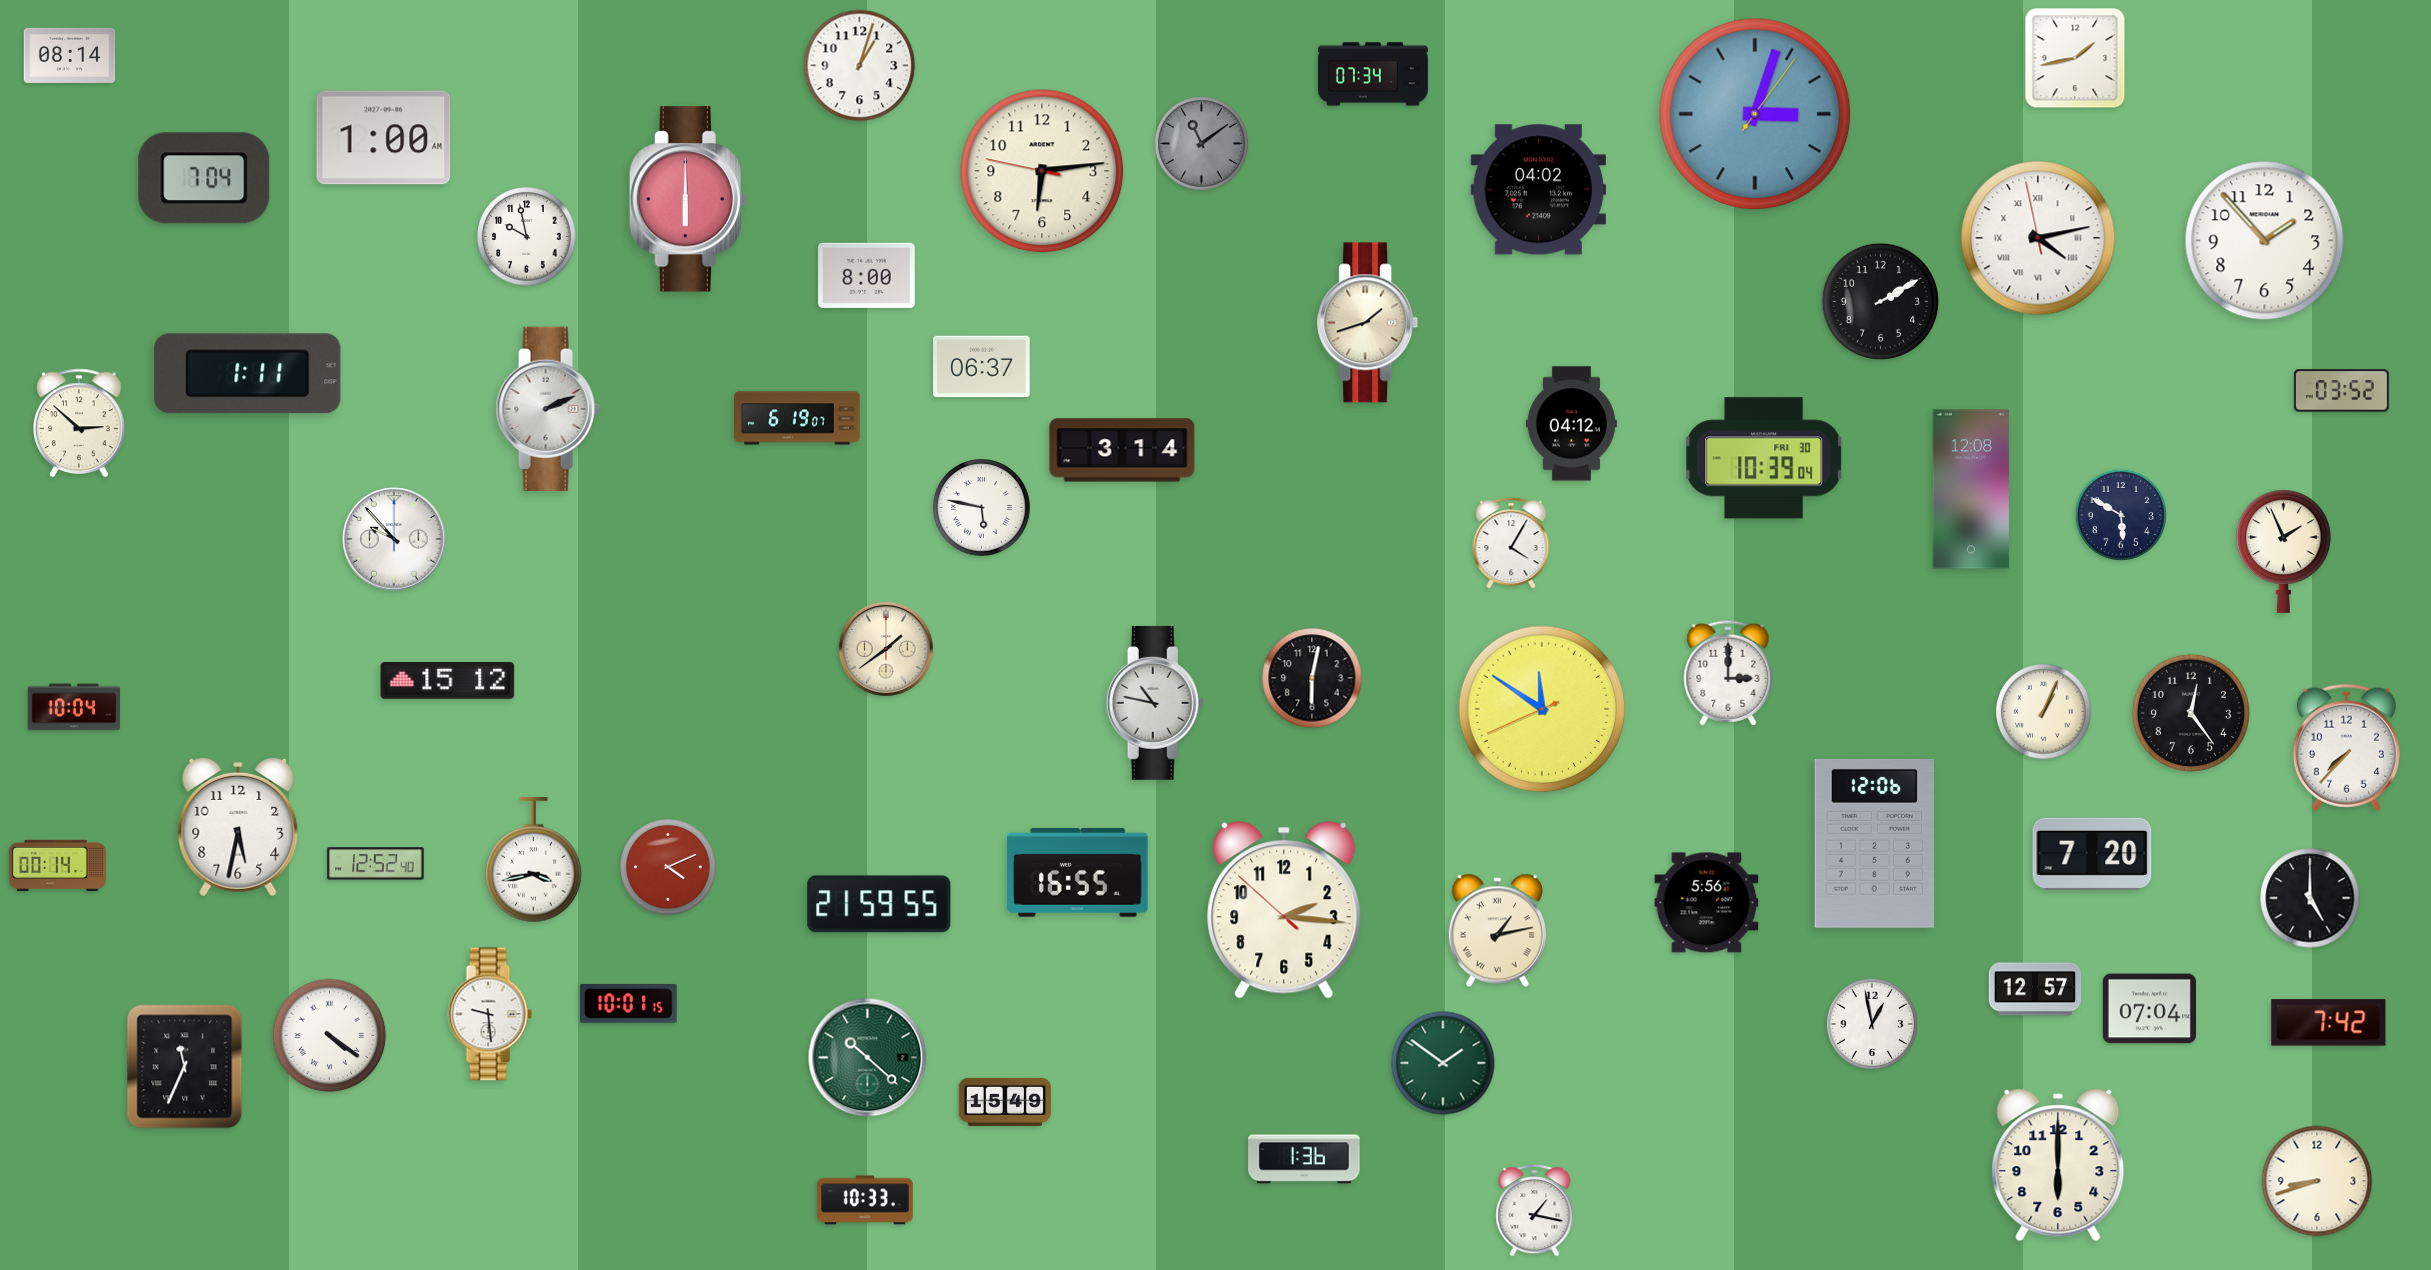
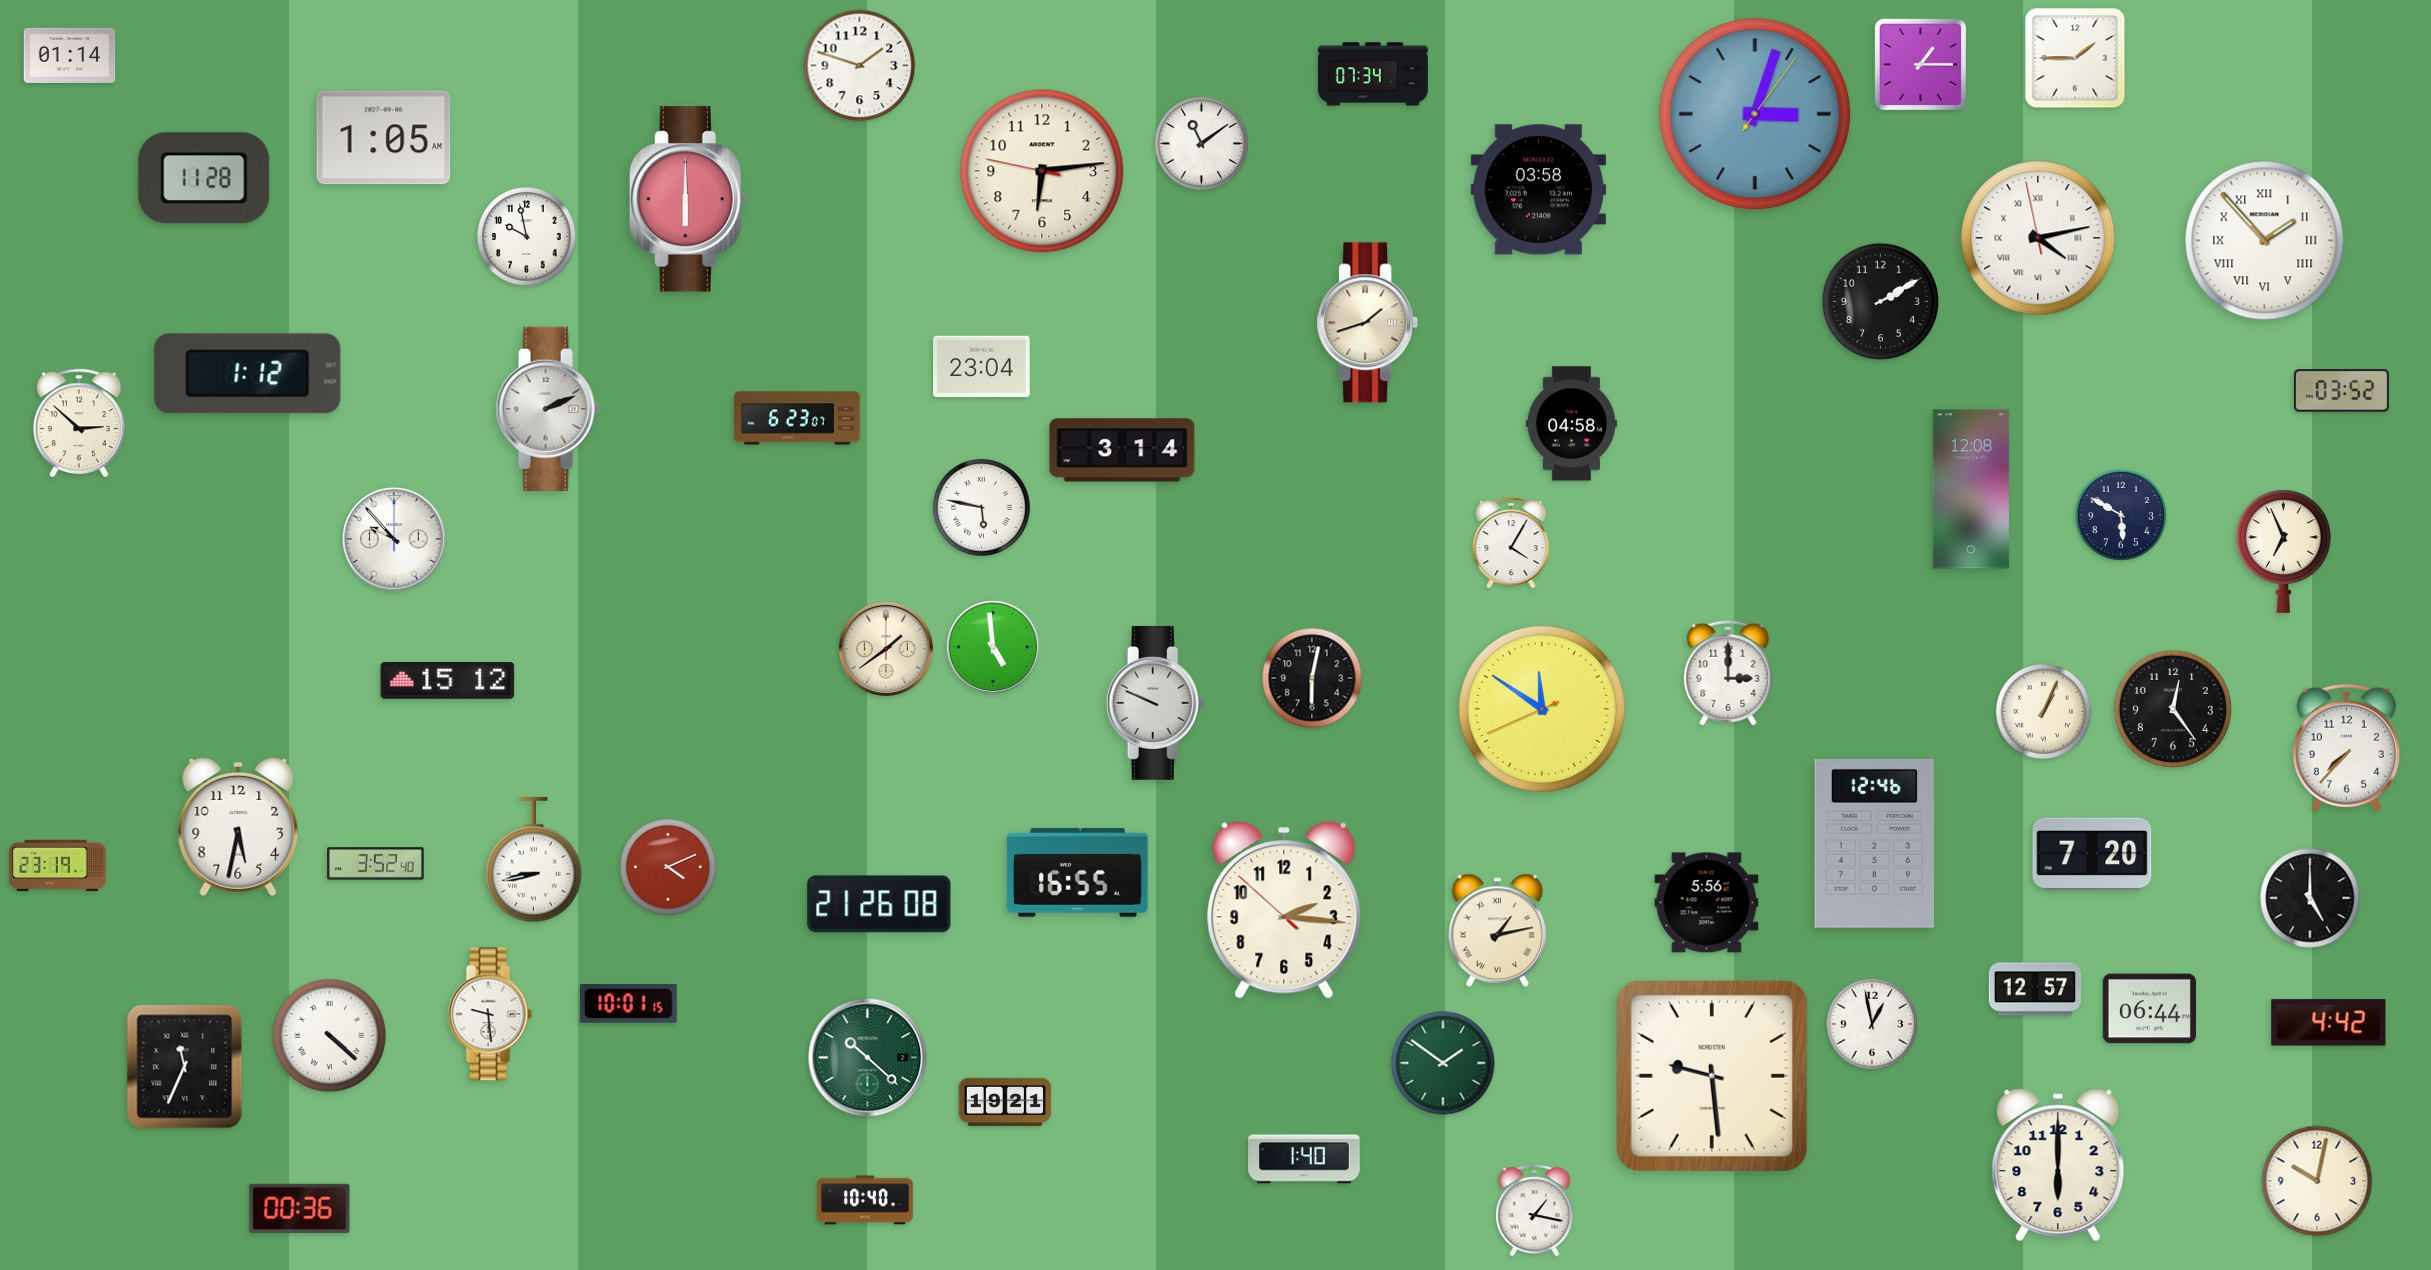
clock at (70, 55): 08:14 -> 01:14
clock at (2075, 58): 1:43 -> 1:45
clock at (1920, 64): none -> 1:15
clock at (860, 66): 1:03 -> 1:48
clock at (384, 138): 1:00 -> 1:05
clock at (1201, 143) dial: grey -> white
clock at (204, 178): 7:04 -> 11:28
clock at (1538, 190): 04:02 -> 03:58
clock at (2265, 241) numerals: Arabic -> Roman
clock at (867, 275): 8:00 -> none
clock at (982, 367): 06:37 -> 23:04
clock at (248, 374): 1:11 -> 1:12
clock at (797, 418): 6:19 -> 6:23
clock at (1571, 424): 04:12 -> 04:58
clock at (1764, 458): 10:39 -> none
clock at (2284, 551): 1:56 -> 6:56
clock at (993, 647): none -> 4:59
clock at (1155, 703): 10:47 -> 9:49
clock at (74, 707): 10:04 -> none
clock at (2191, 713) position: (2191, 713) -> (2173, 709)
clock at (1875, 843): 12:06 -> 12:46
clock at (534, 860): 3:43 -> 8:43
clock at (376, 864): 12:52 -> 3:52
clock at (58, 866): 00:14 -> 23:19
clock at (879, 904): 21:59 -> 21:26
clock at (2149, 1009): 07:04 -> 06:44
clock at (2329, 1023): 7:42 -> 4:42
clock at (330, 1036): 4:21 -> 4:22
clock at (1712, 1076): none -> 9:29
clock at (1005, 1102): 15:49 -> 19:21
clock at (1304, 1159): 1:36 -> 1:40
clock at (2317, 1181): 8:42 -> 10:02
clock at (865, 1200): 10:33 -> 10:40
clock at (300, 1208): none -> 00:36
